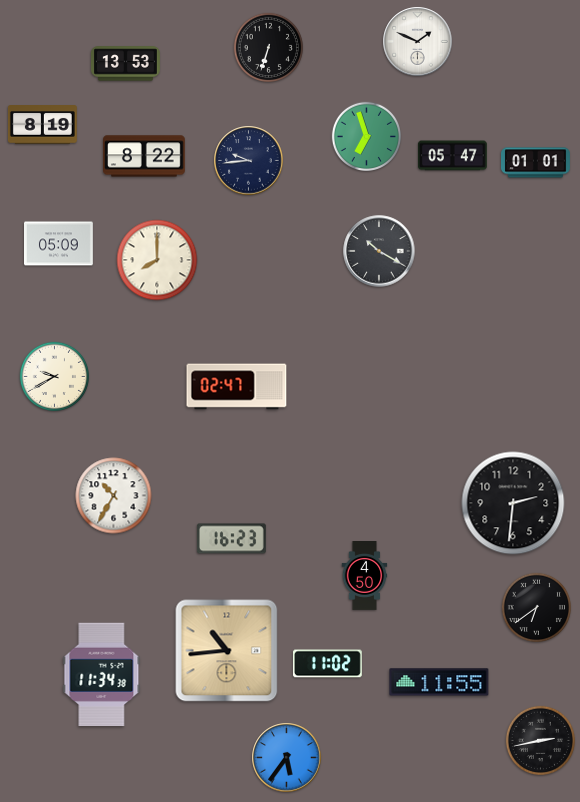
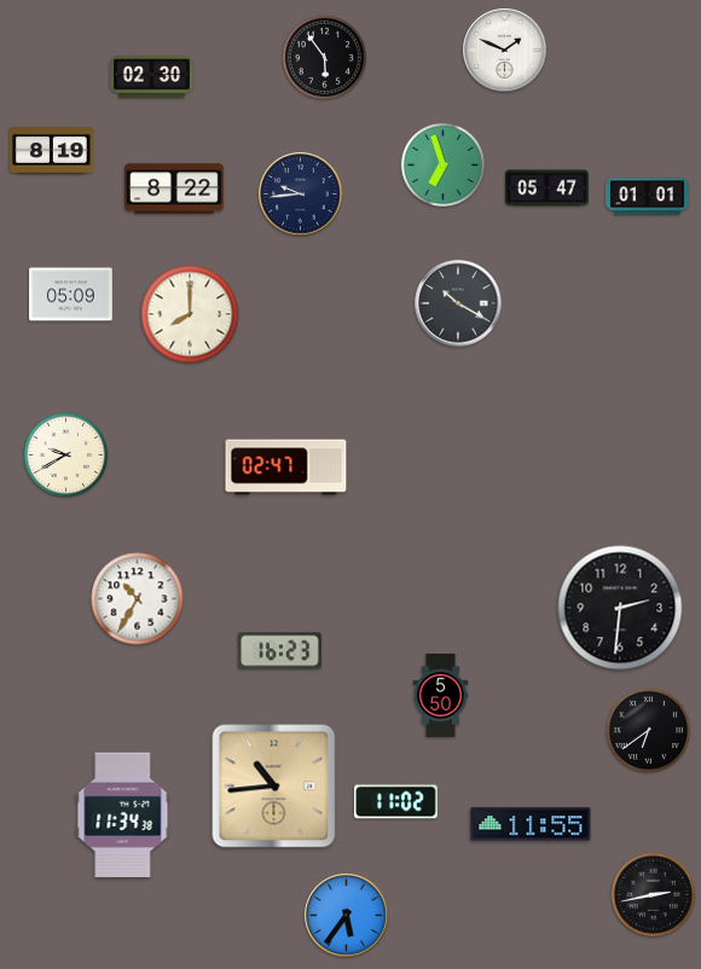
clock at (268, 47): 6:33 -> 5:54
clock at (126, 64): 13:53 -> 02:30
clock at (365, 576): 4:50 -> 5:50
clock at (536, 607) position: (536, 607) -> (648, 730)
